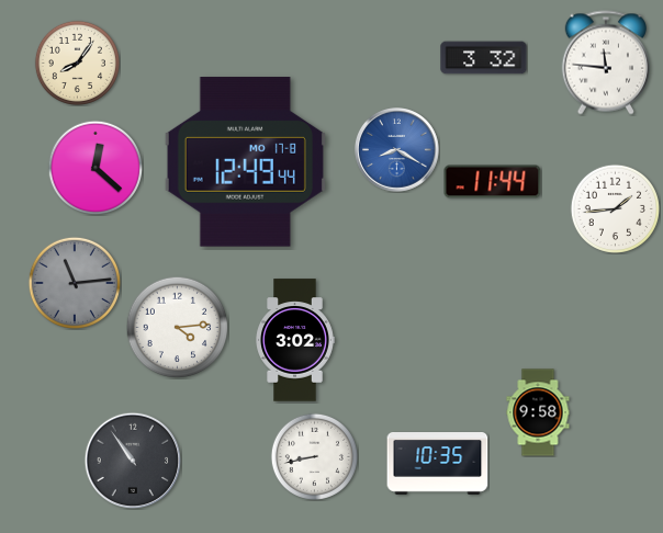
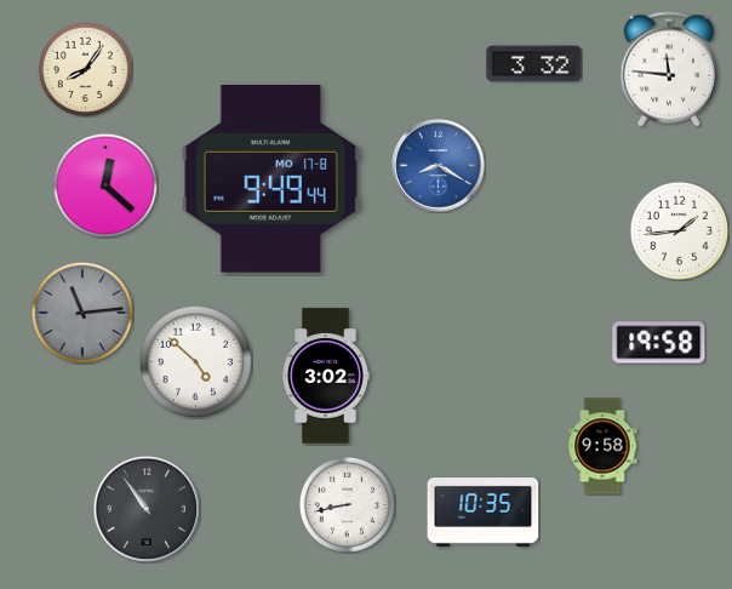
clock at (245, 162): 12:49 -> 9:49
clock at (493, 182): 11:44 -> none
clock at (659, 343): none -> 19:58
clock at (177, 327): 4:14 -> 4:52
clock at (538, 412) position: (538, 412) -> (602, 446)
